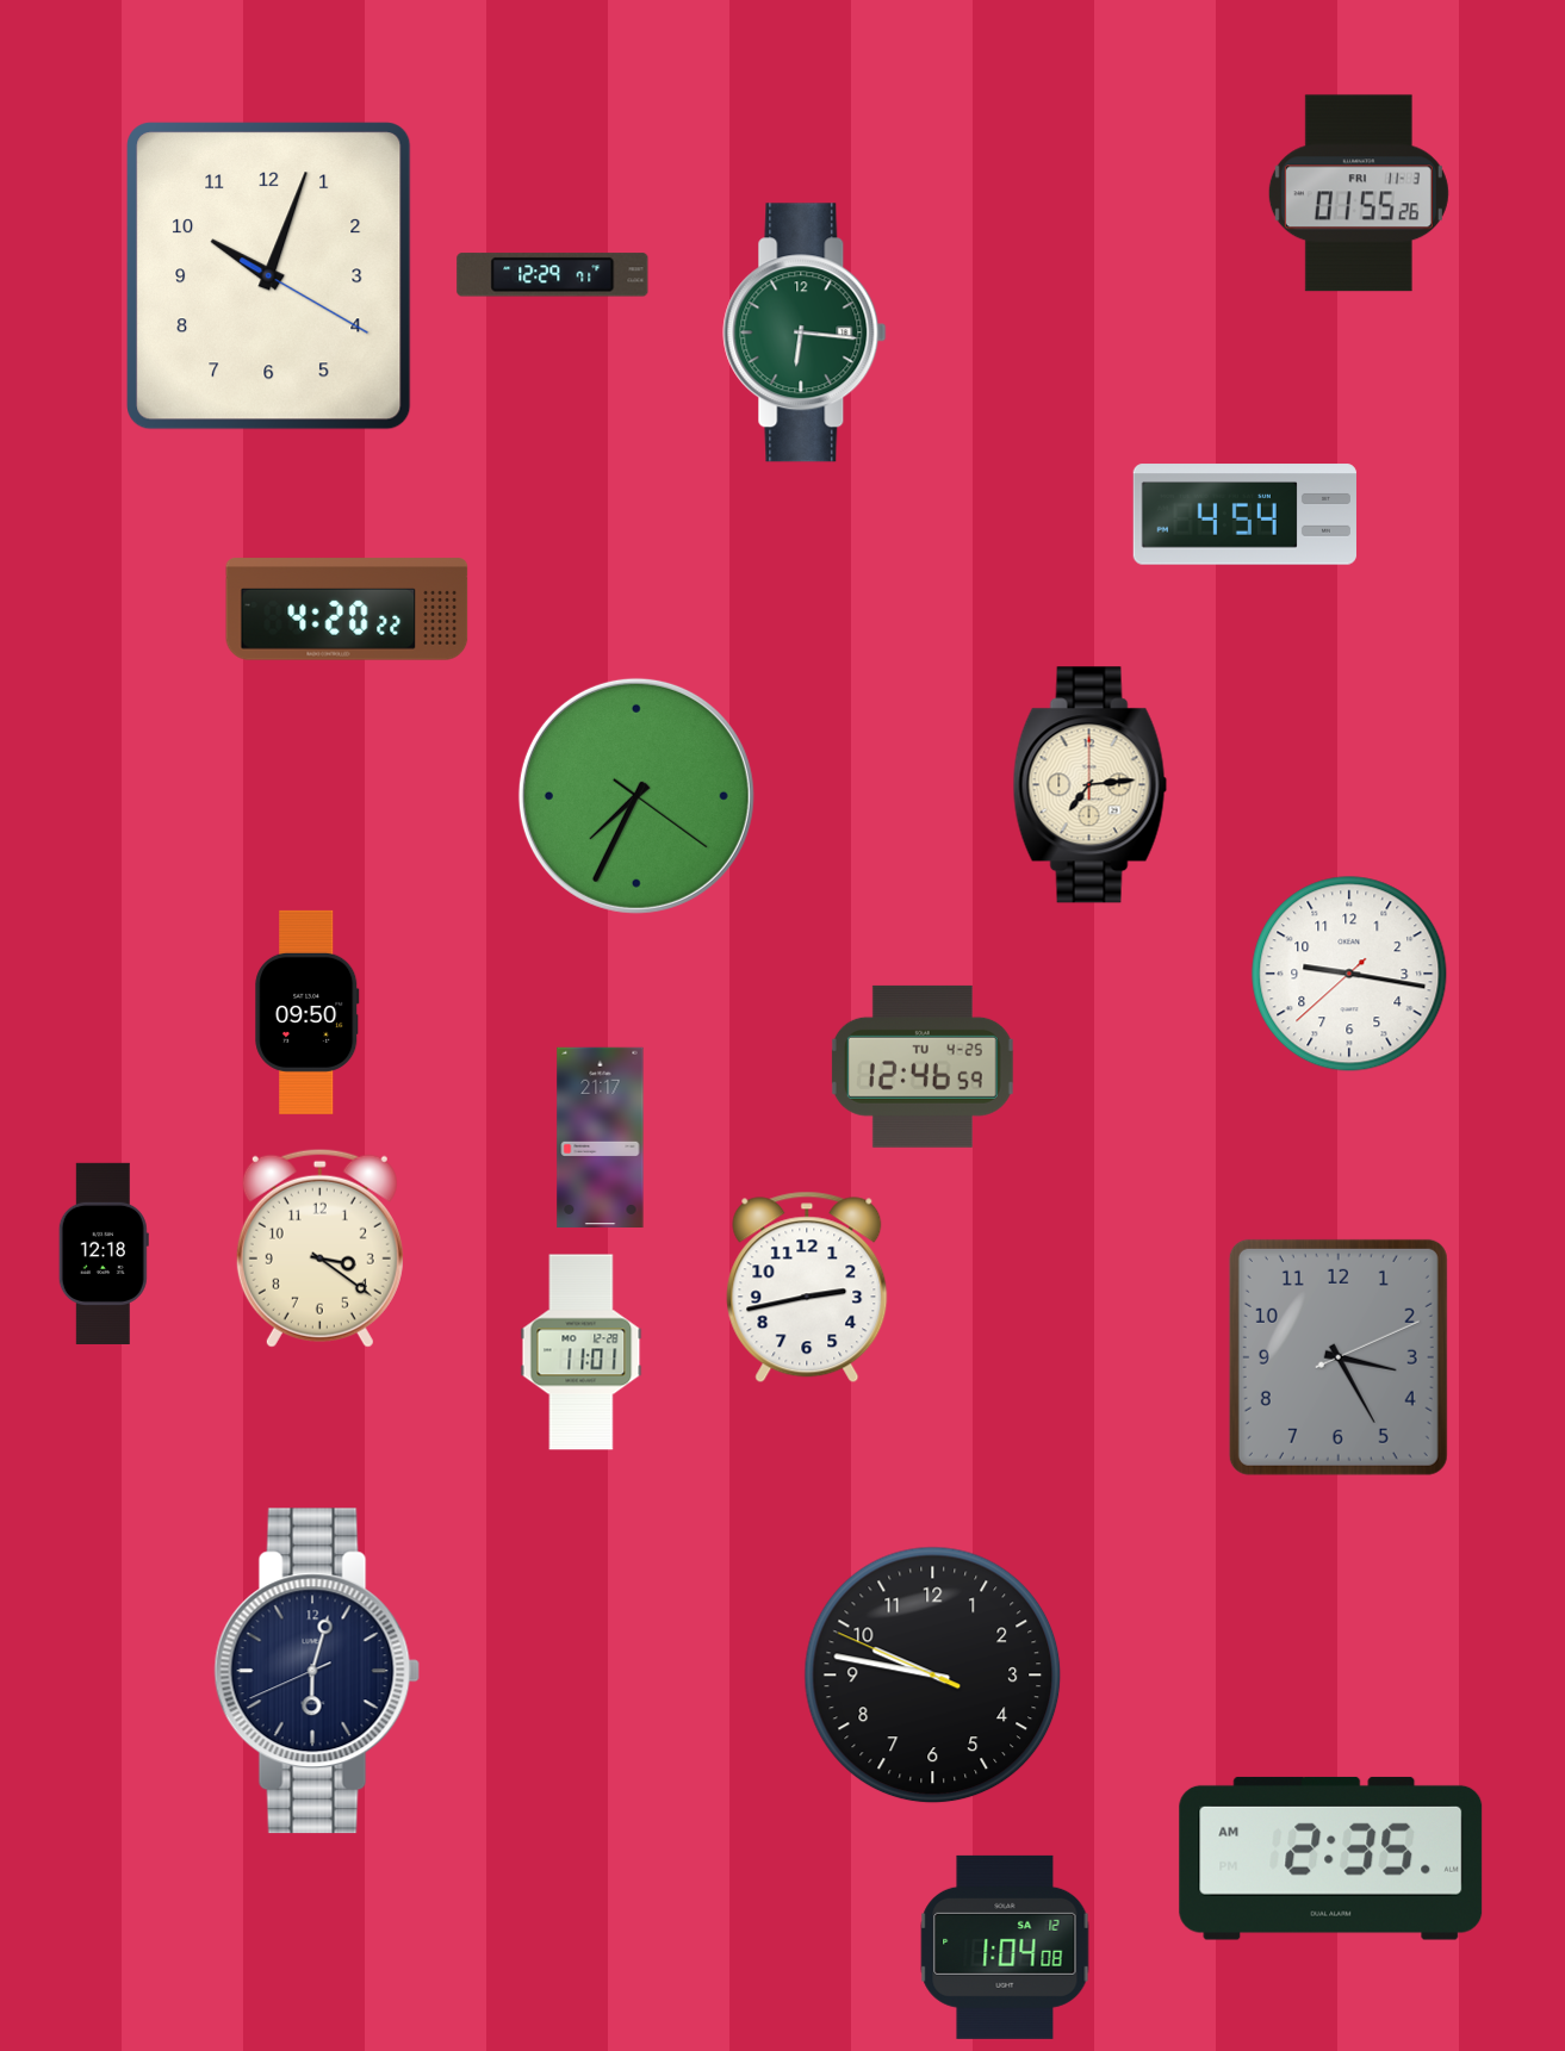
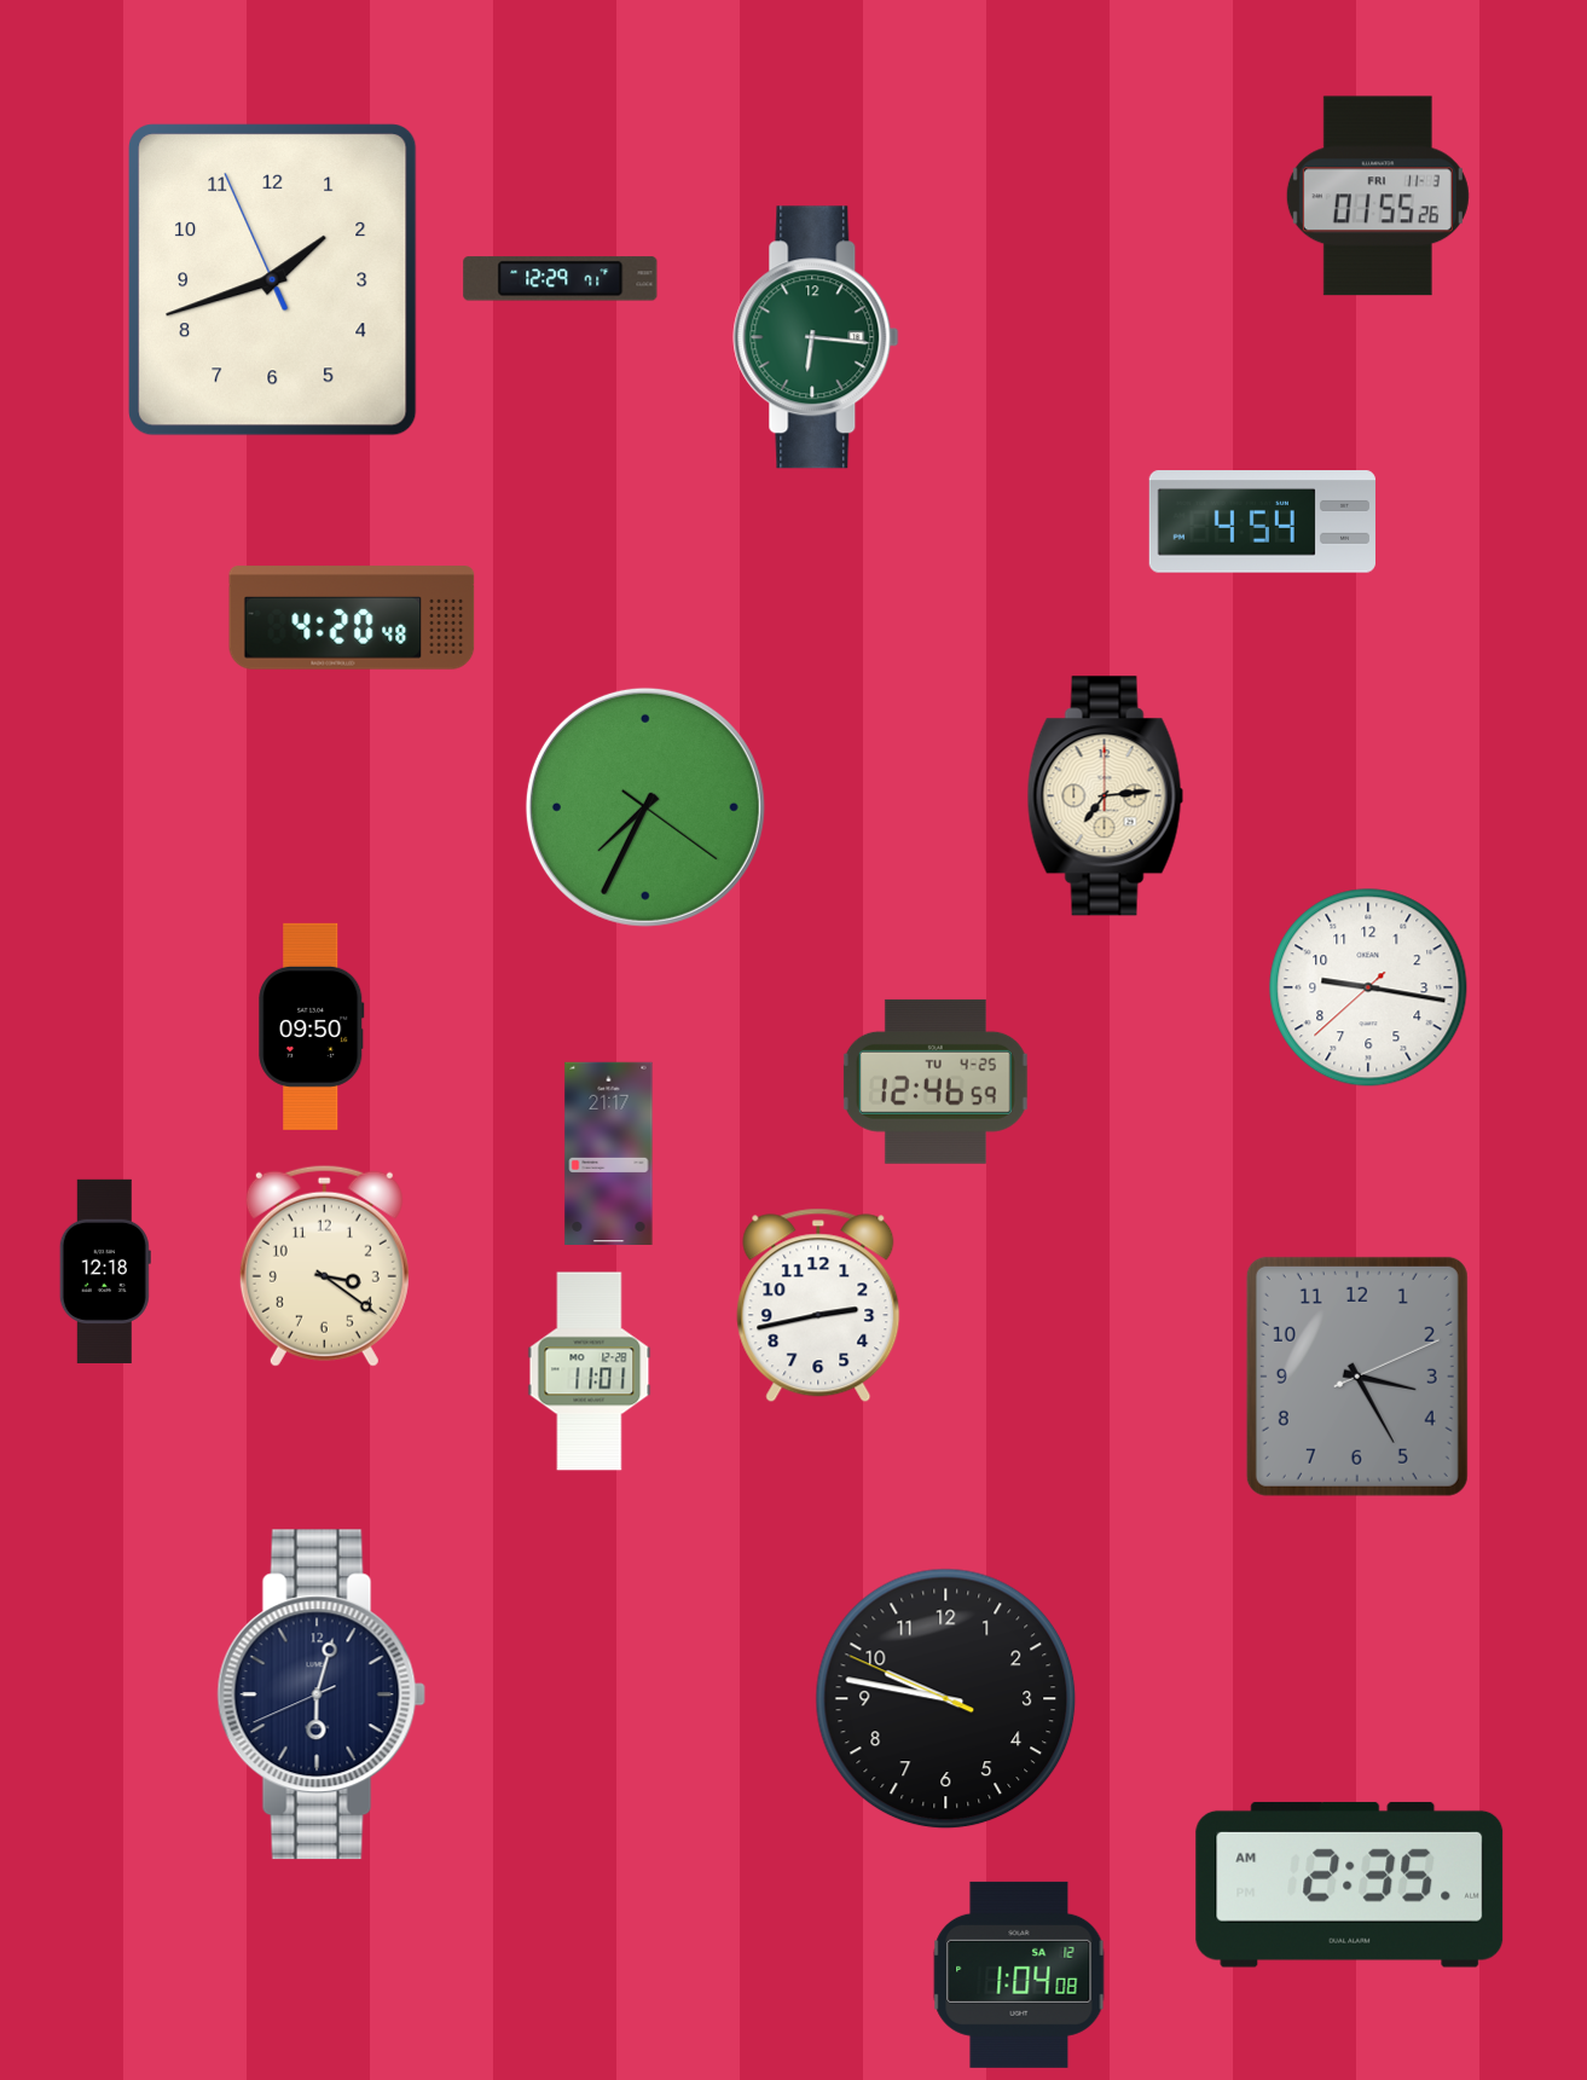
clock at (269, 276): 10:03 -> 1:41
clock at (347, 609): 4:20:22 -> 4:20:48
